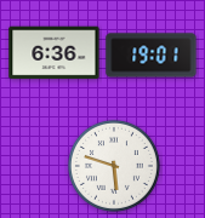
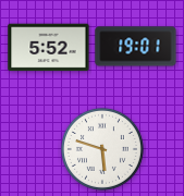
clock at (55, 53): 6:36 -> 5:52
clock at (152, 56) position: (152, 56) -> (136, 47)
